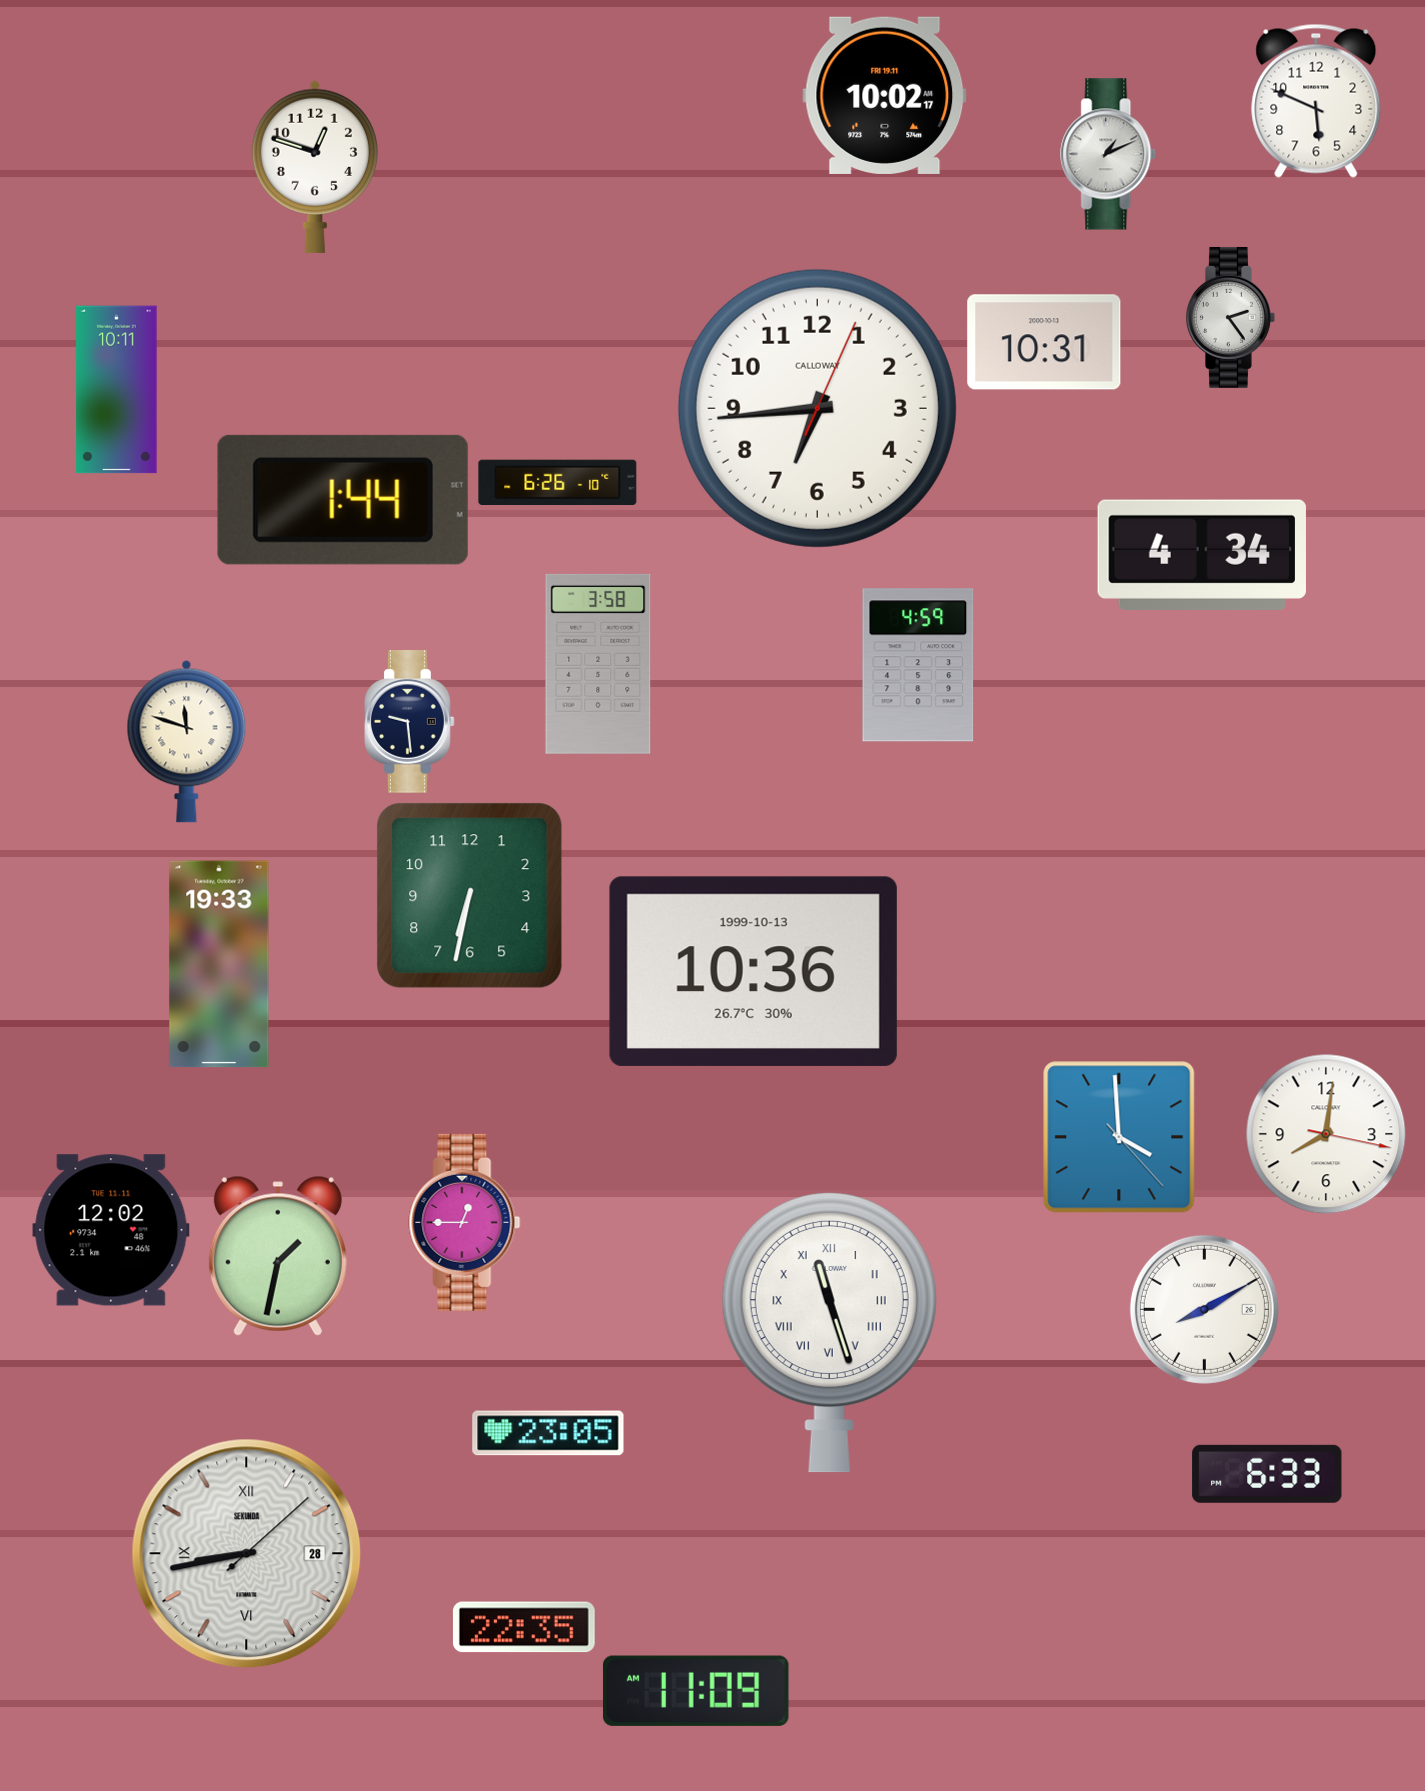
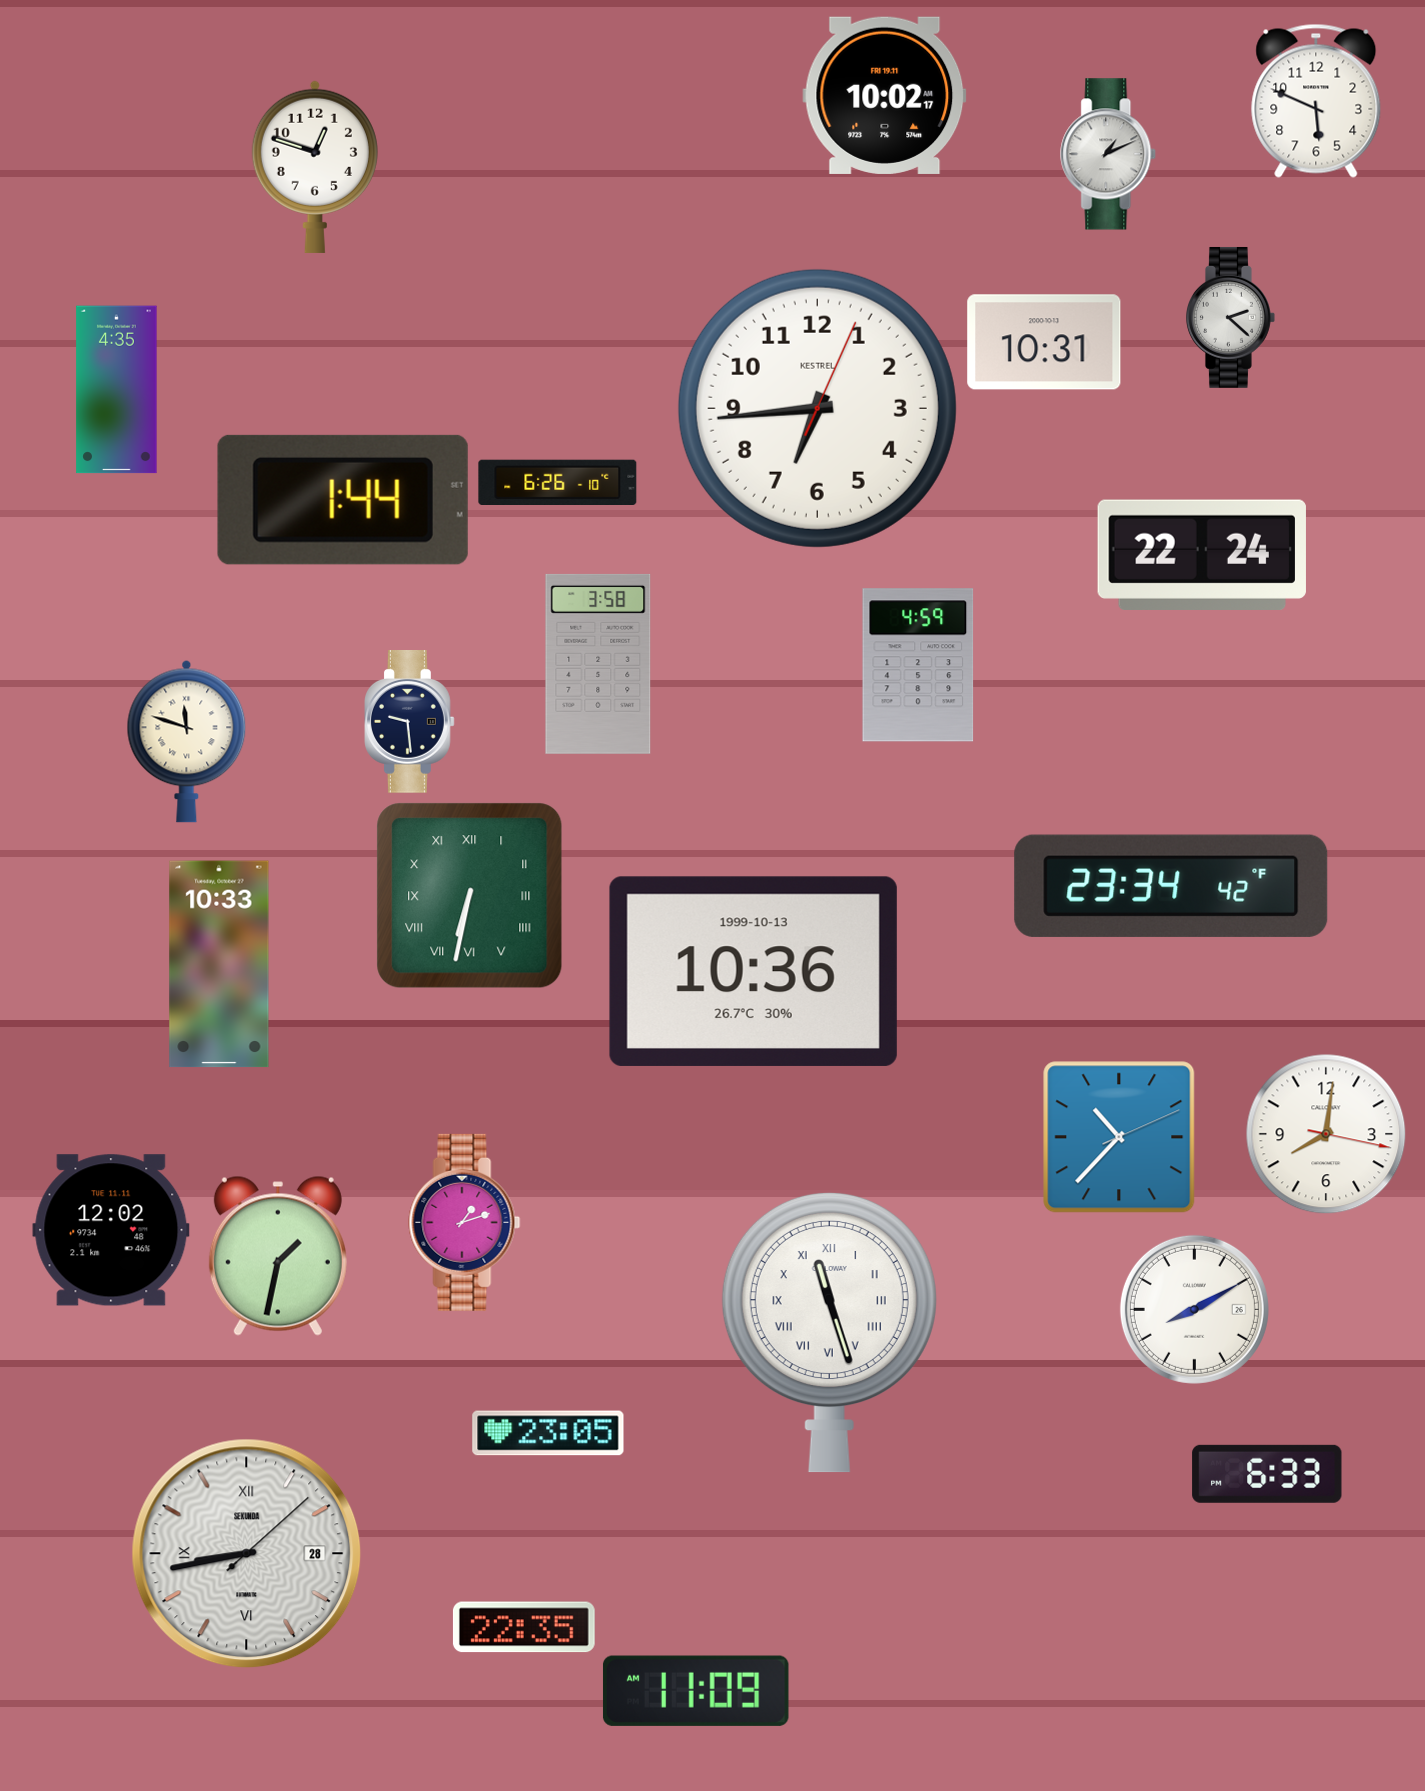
clock at (1231, 317): 2:24 -> 2:22
clock at (117, 390): 10:11 -> 4:35
clock at (817, 408) brand: CALLOWAY -> KESTREL
clock at (1202, 555): 4:34 -> 22:24
clock at (1171, 886): none -> 23:34
clock at (470, 896) numerals: Arabic -> Roman
clock at (219, 964): 19:33 -> 10:33
clock at (1119, 1137): 3:59 -> 10:37
clock at (465, 1222): 12:45 -> 1:12
clock at (1204, 1309) position: (1204, 1309) -> (1194, 1309)
